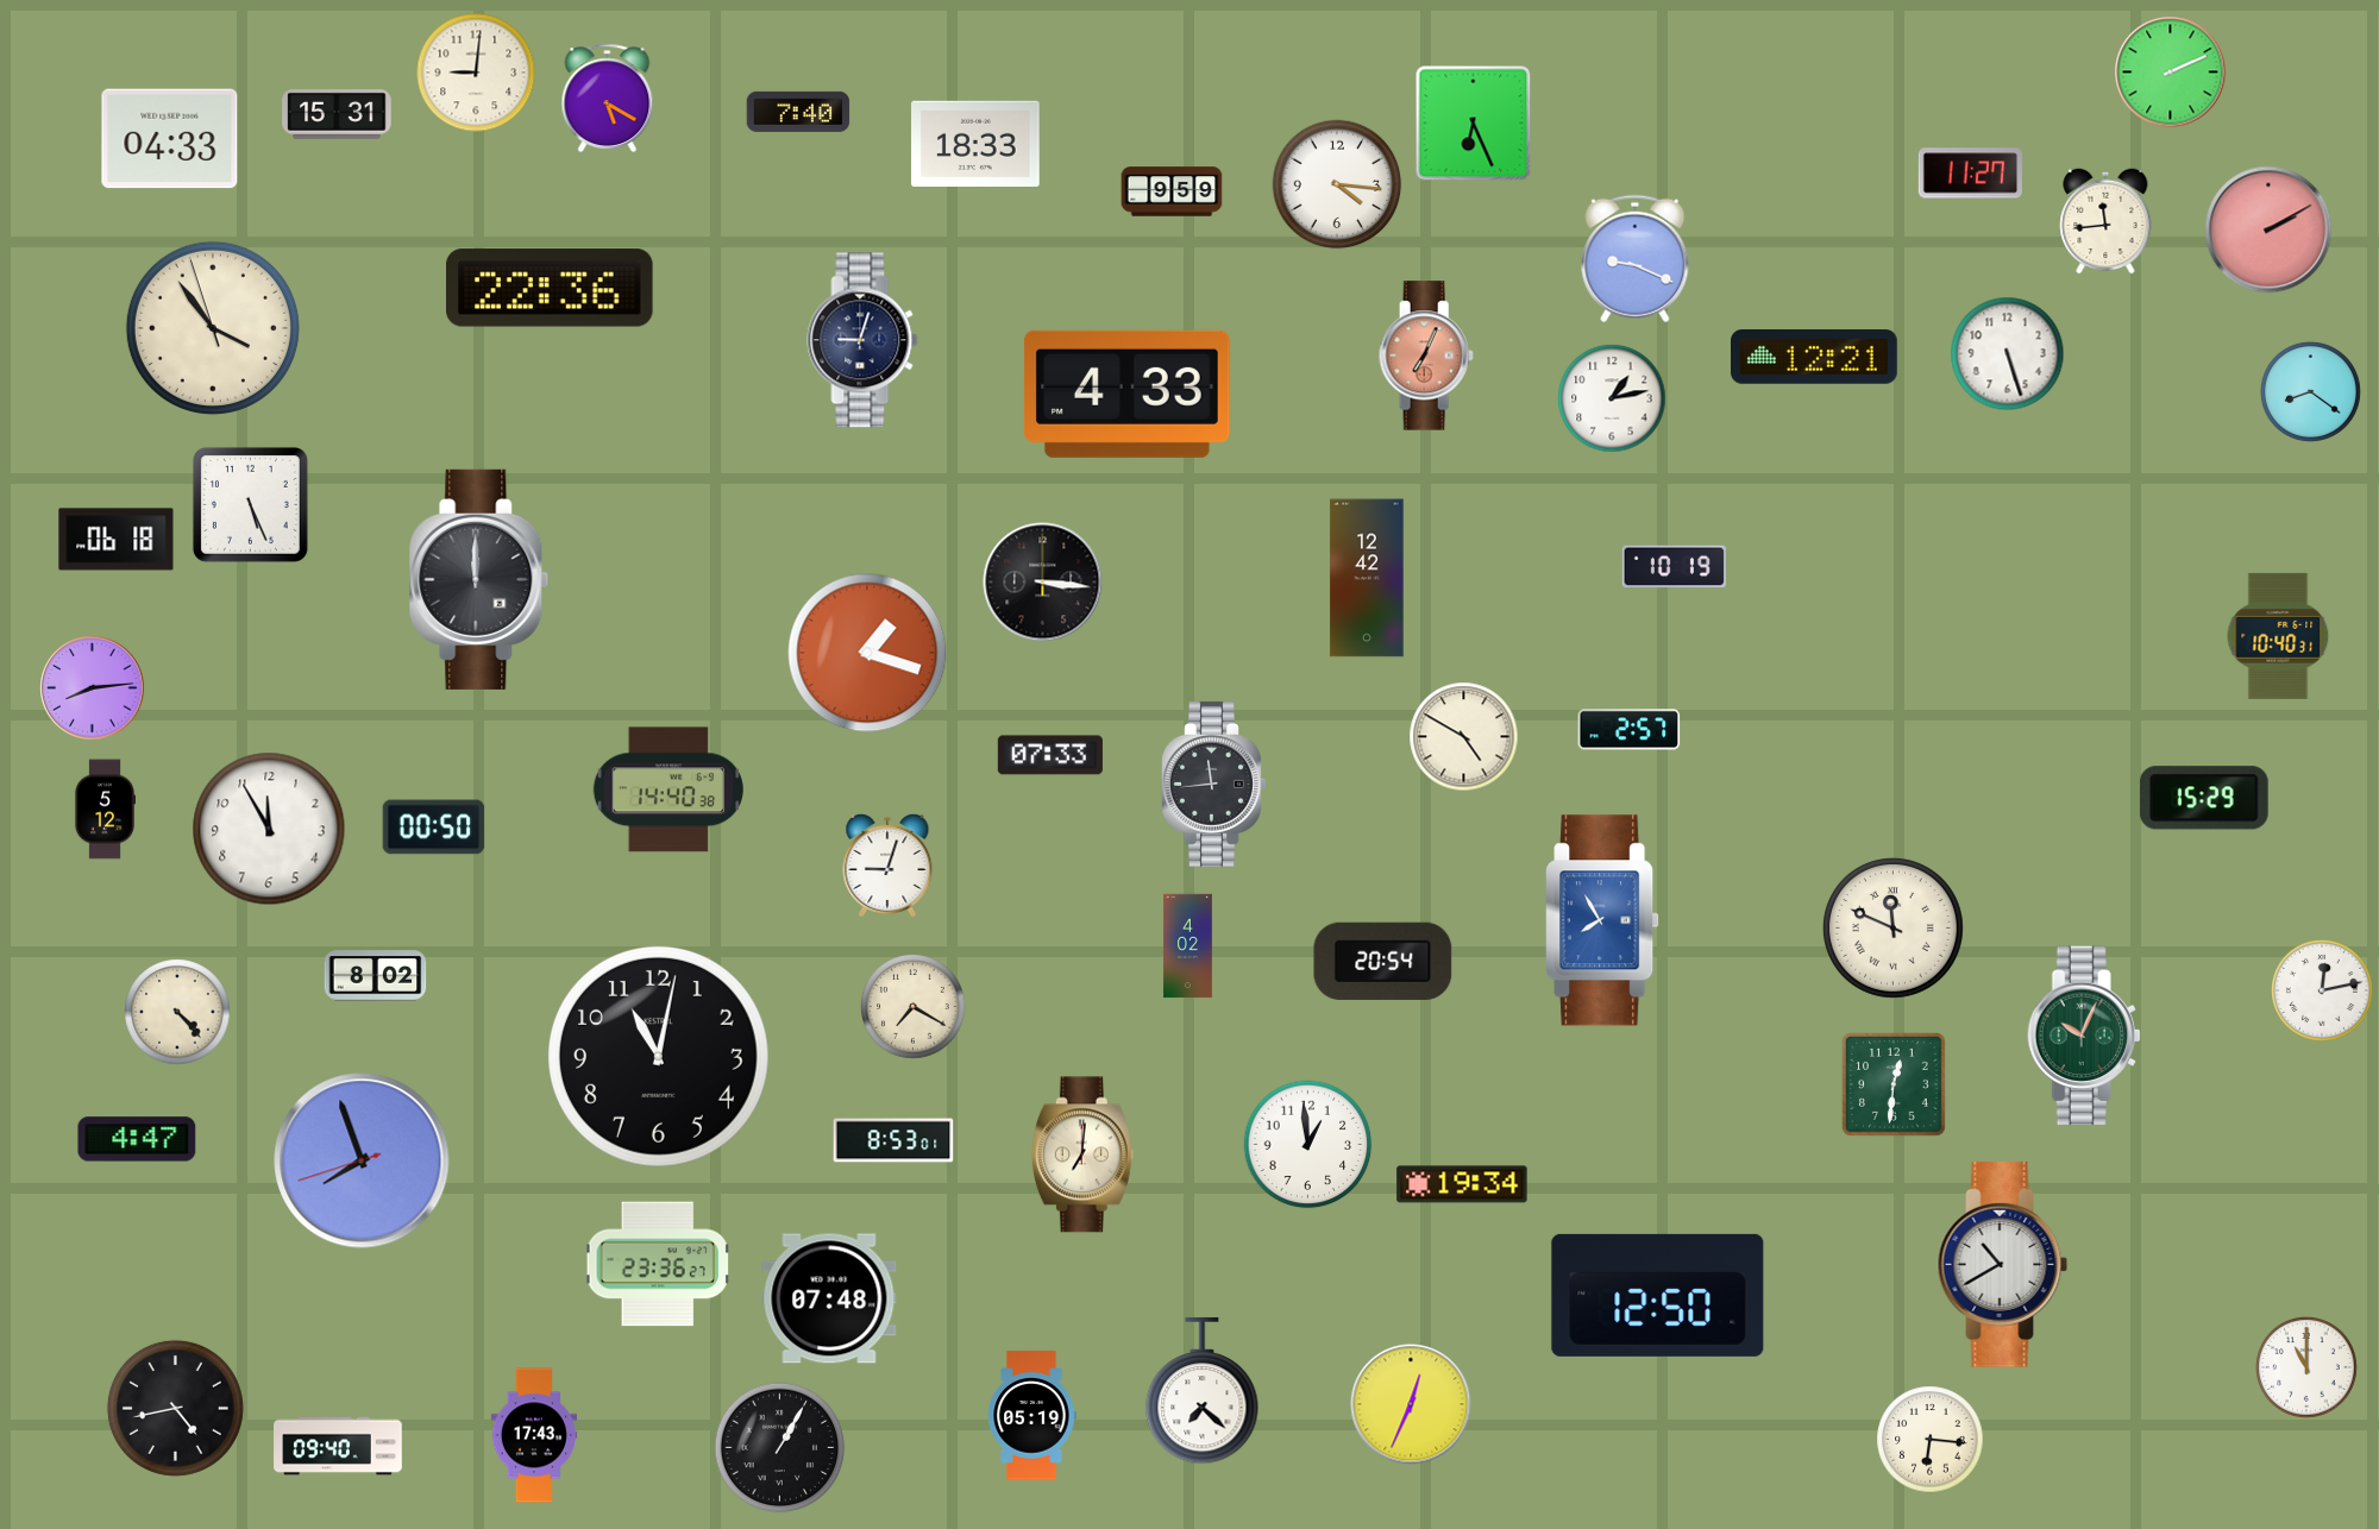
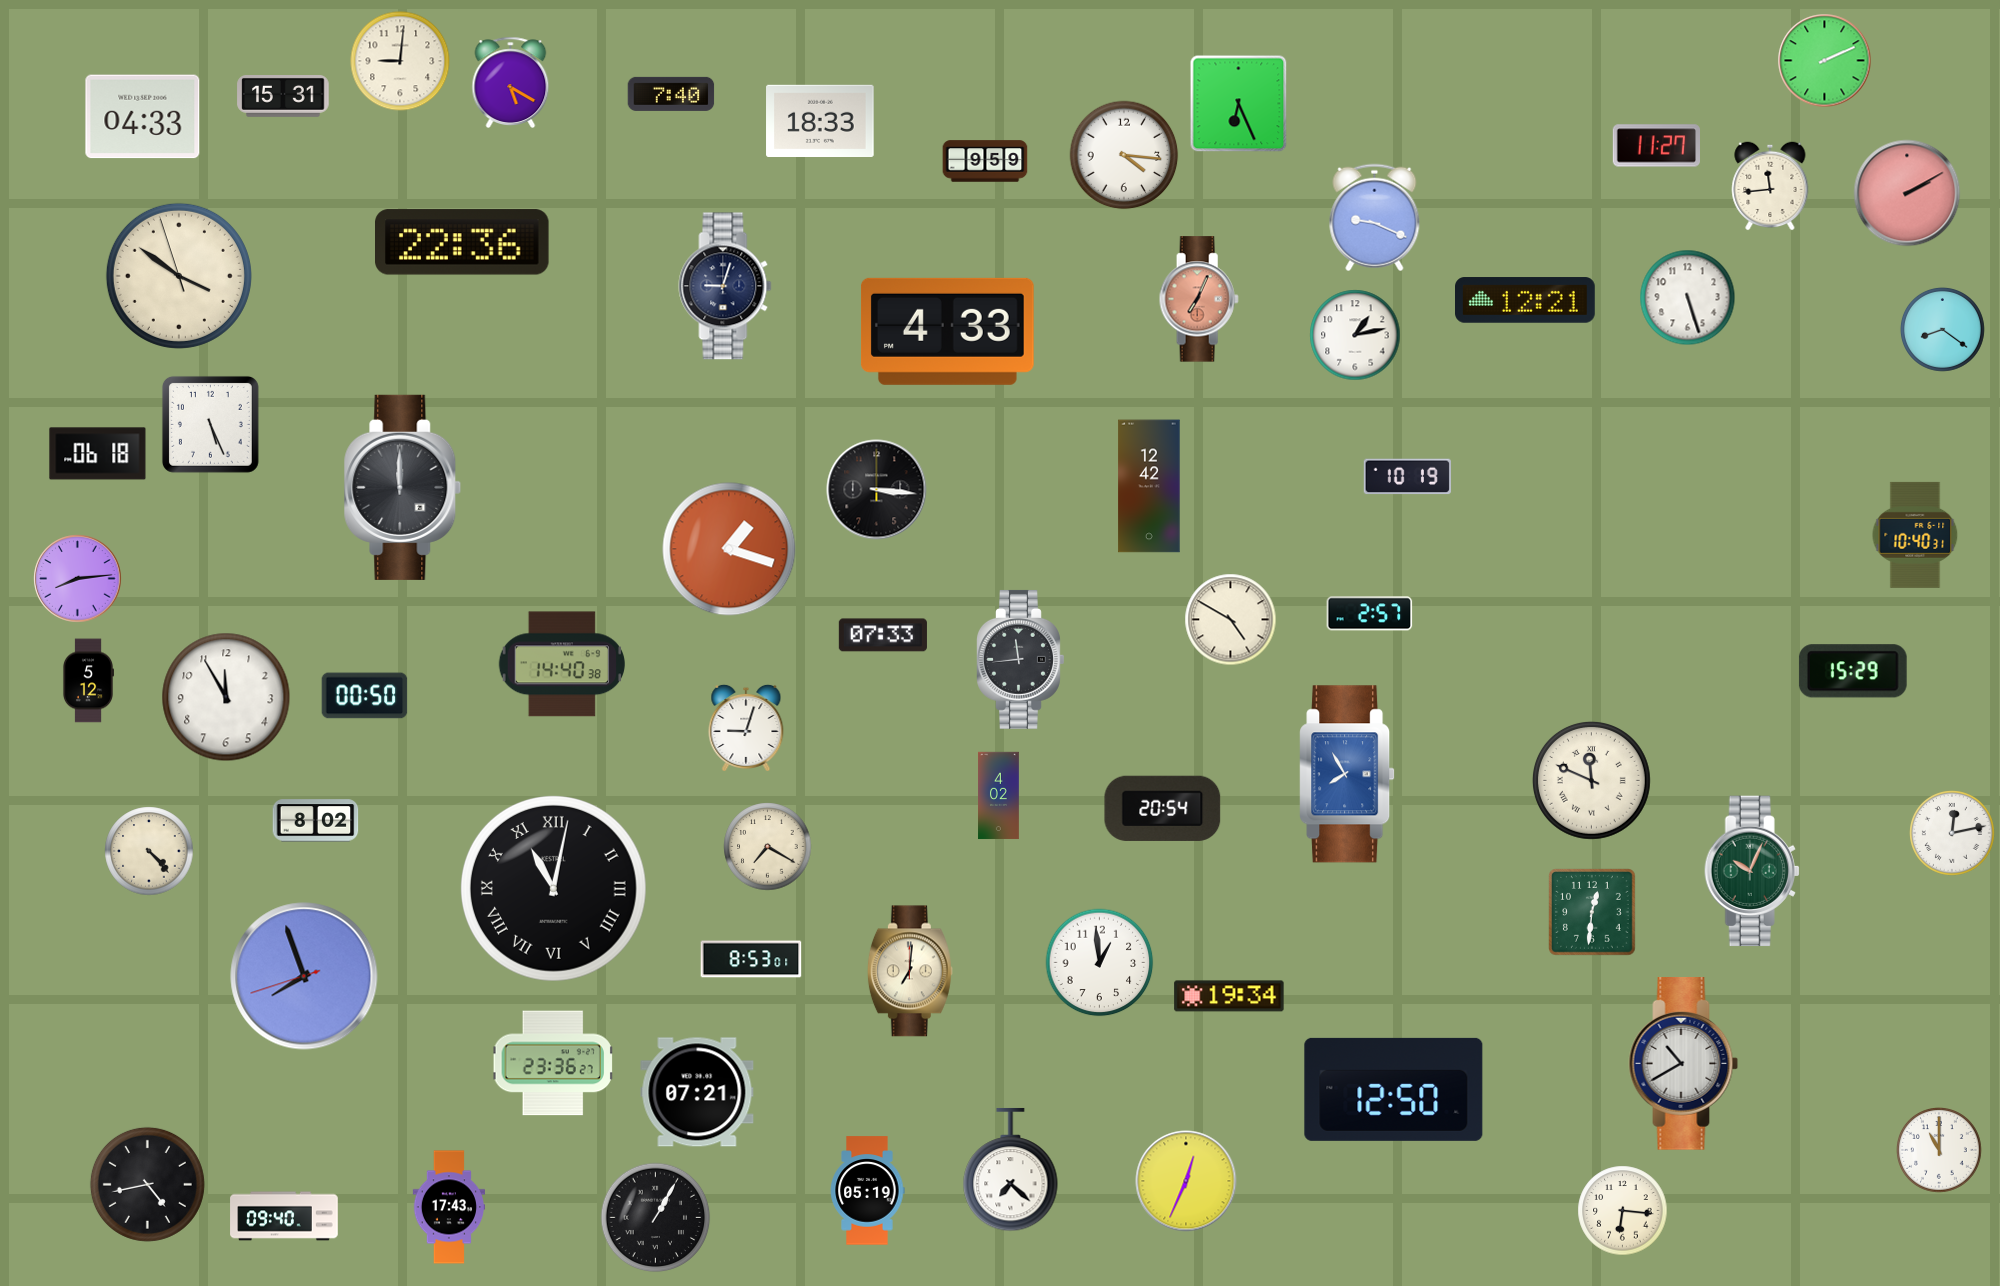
clock at (213, 328): 3:53 -> 3:50
clock at (658, 1056) numerals: Arabic -> Roman
clock at (137, 1139): 4:47 -> none
clock at (829, 1298): 07:48 -> 07:21
